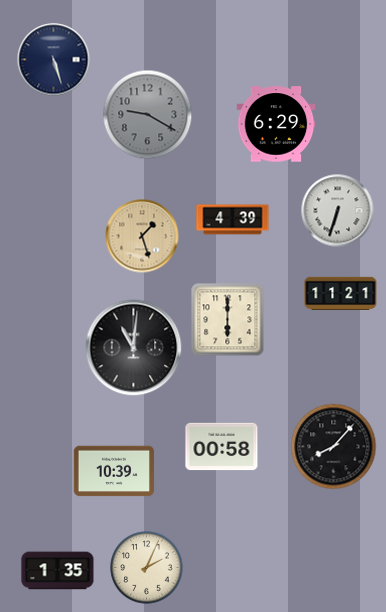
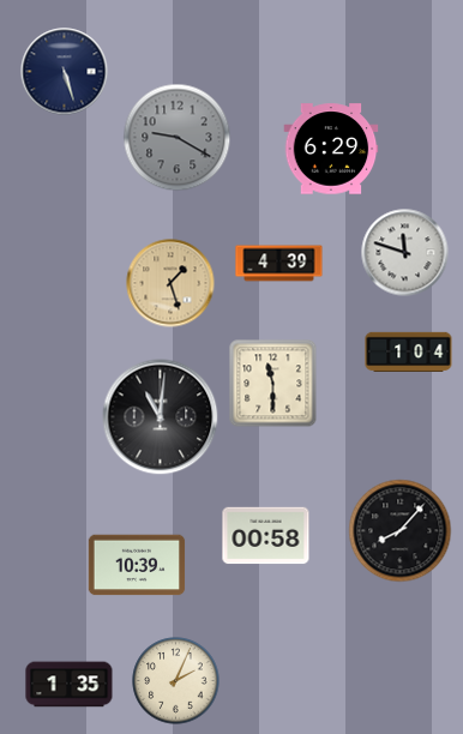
clock at (338, 211): 6:33 -> 11:48
clock at (341, 294): 11:21 -> 1:04
clock at (228, 320): 6:00 -> 11:30
clock at (334, 447) position: (334, 447) -> (401, 531)
